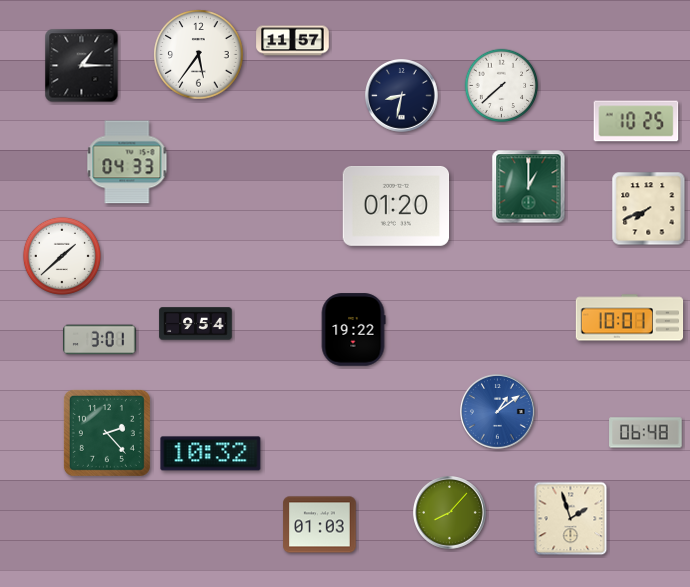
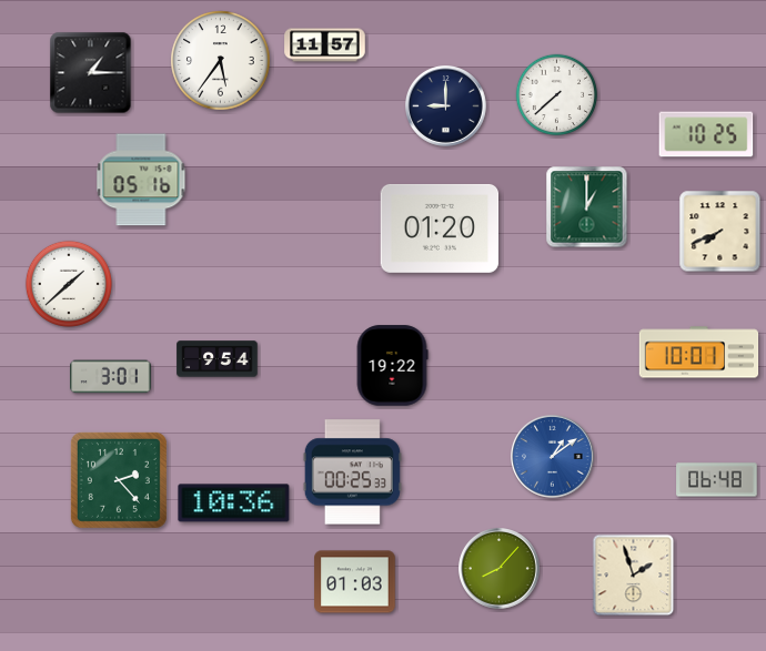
clock at (402, 96): 8:32 -> 9:00
clock at (127, 162): 04:33 -> 05:16
clock at (352, 472): none -> 00:25
clock at (211, 454): 10:32 -> 10:36
